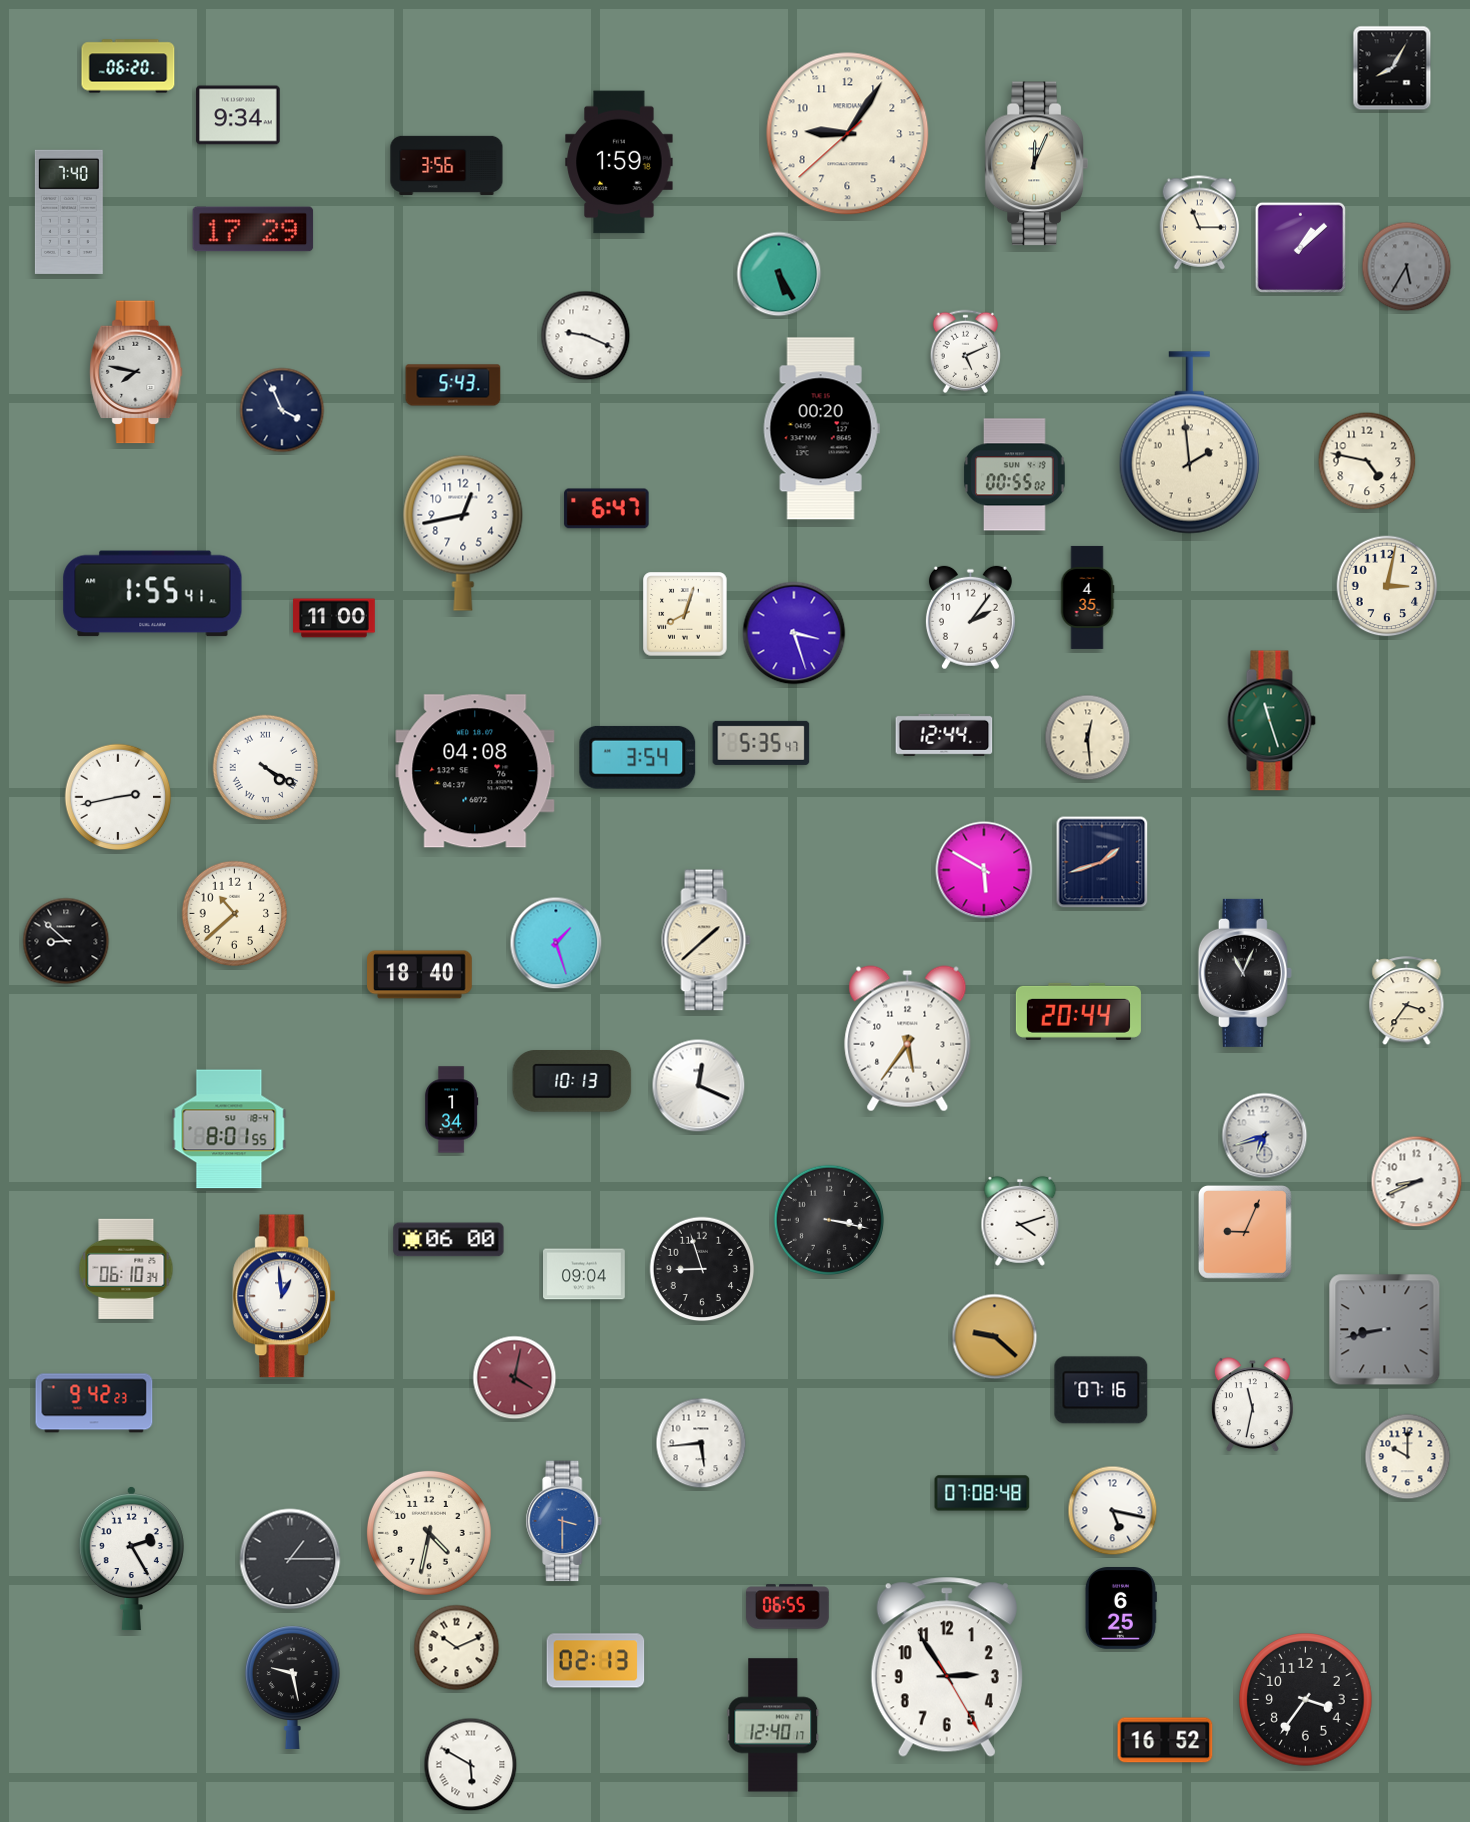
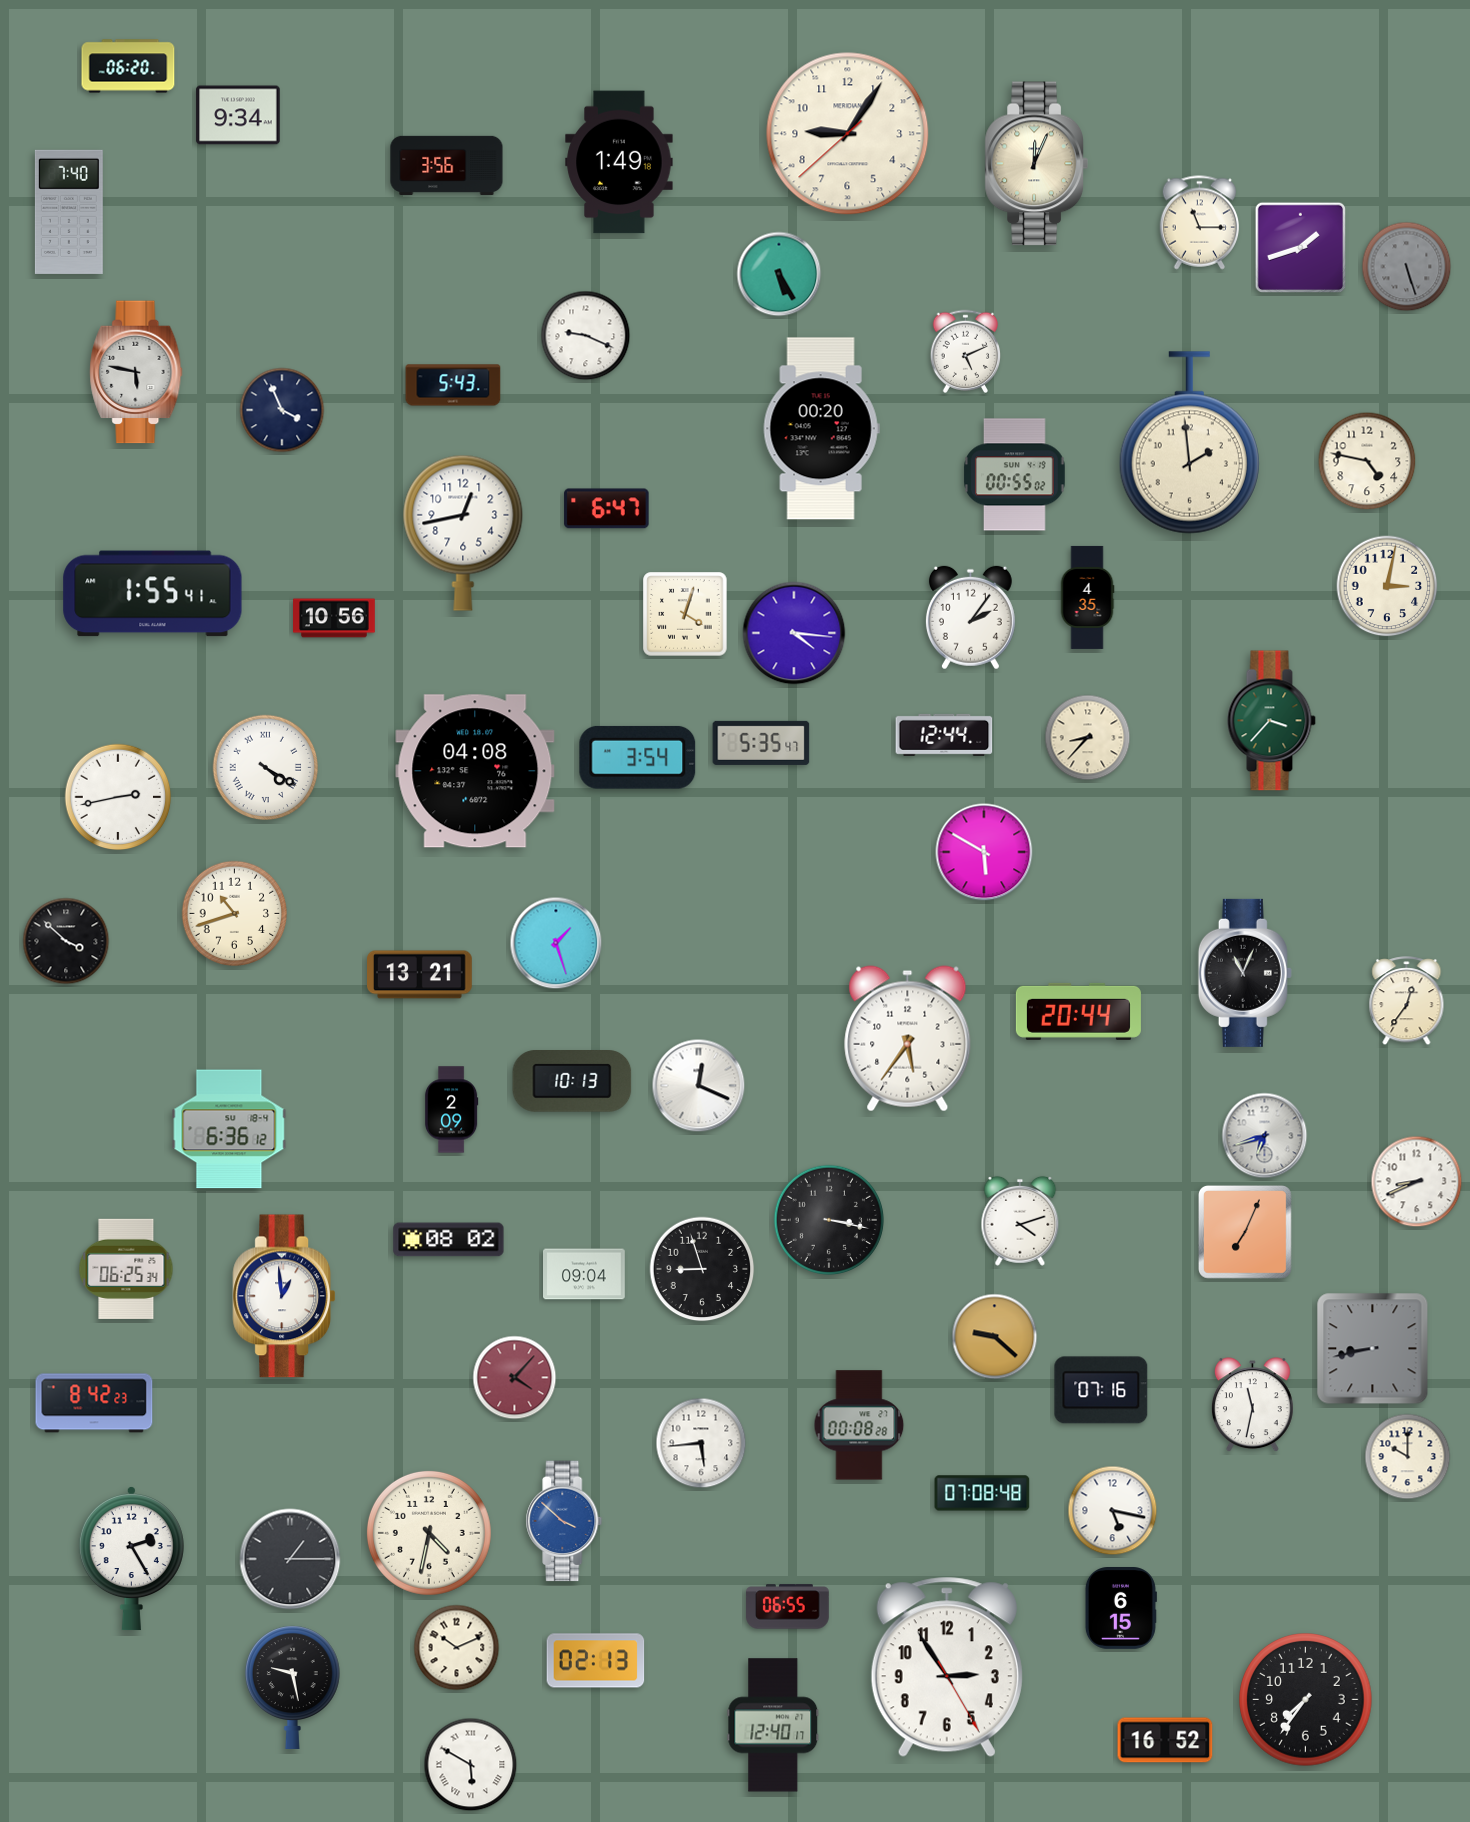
clock at (1392, 68): 8:05 -> none
clock at (619, 162): 1:59 -> 1:49
clock at (253, 229): 17:29 -> none
clock at (1300, 247): 1:08 -> 1:42
clock at (1407, 267): 5:35 -> 5:27
clock at (136, 372): 7:47 -> 5:47
clock at (685, 614): 8:03 -> 4:03
clock at (335, 618): 11:00 -> 10:56
clock at (794, 633): 3:27 -> 4:16
clock at (1271, 721): 11:27 -> 3:37
clock at (1088, 738): 12:29 -> 8:37
clock at (1102, 862): 1:42 -> none
clock at (984, 870) position: (984, 870) -> (984, 852)
clock at (235, 914): 10:38 -> 10:42
clock at (706, 940): 1:38 -> none
clock at (66, 941): 8:52 -> 3:52
clock at (420, 975): 18:40 -> 13:21
clock at (1407, 1001): 3:36 -> 12:36
clock at (451, 1110): 1:34 -> 2:09
clock at (229, 1129): 8:01 -> 6:36
clock at (1245, 1232): 9:04 -> 7:04
clock at (449, 1240): 06:00 -> 08:02
clock at (126, 1269): 06:10 -> 06:25
clock at (1385, 1330) position: (1385, 1330) -> (1373, 1349)
clock at (515, 1378): 4:02 -> 4:07
clock at (94, 1403): 9:42 -> 8:42
clock at (859, 1425): none -> 00:08
clock at (564, 1521): 3:30 -> 3:52
clock at (1121, 1609): 6:25 -> 6:15
clock at (1306, 1700): 3:36 -> 7:36
